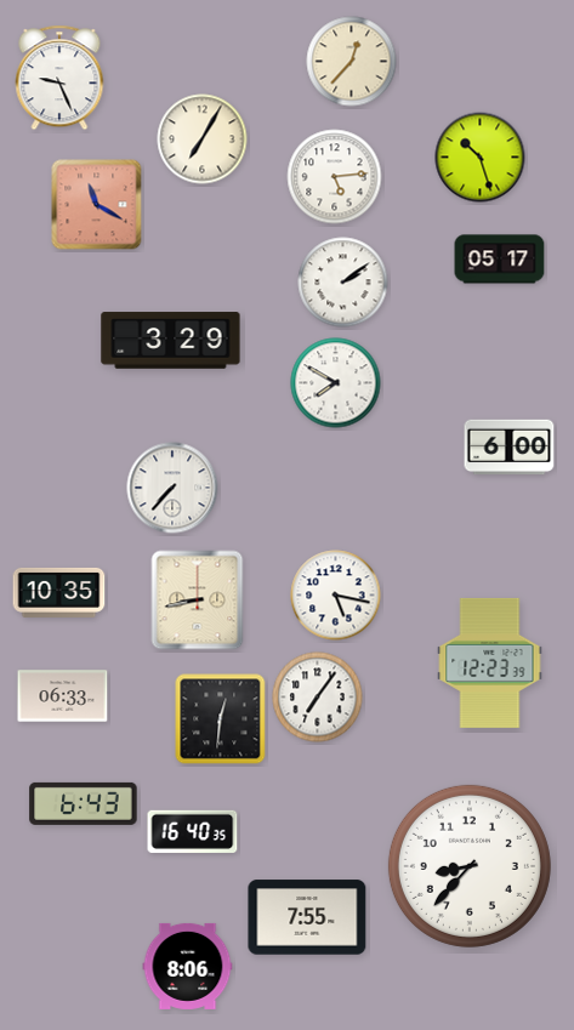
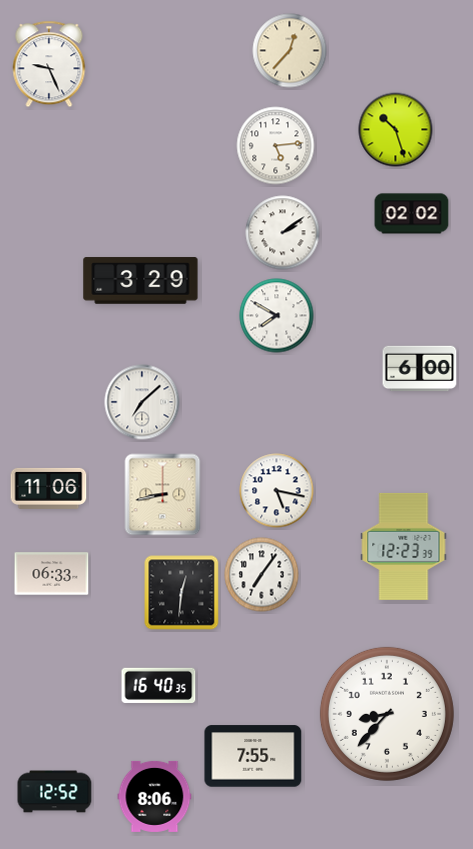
clock at (203, 140): 7:05 -> none
clock at (97, 205): 11:20 -> none
clock at (500, 260): 05:17 -> 02:02
clock at (172, 488): 7:37 -> 7:08
clock at (59, 592): 10:35 -> 11:06
clock at (84, 803): 6:43 -> none
clock at (55, 792): none -> 12:52
